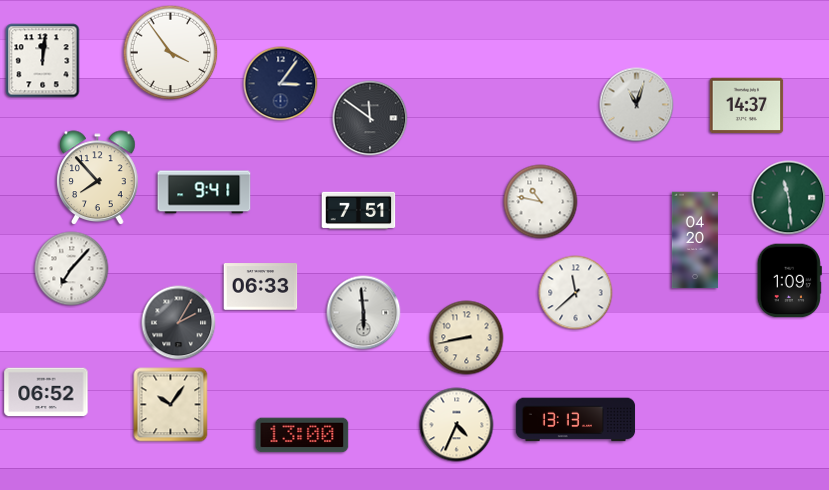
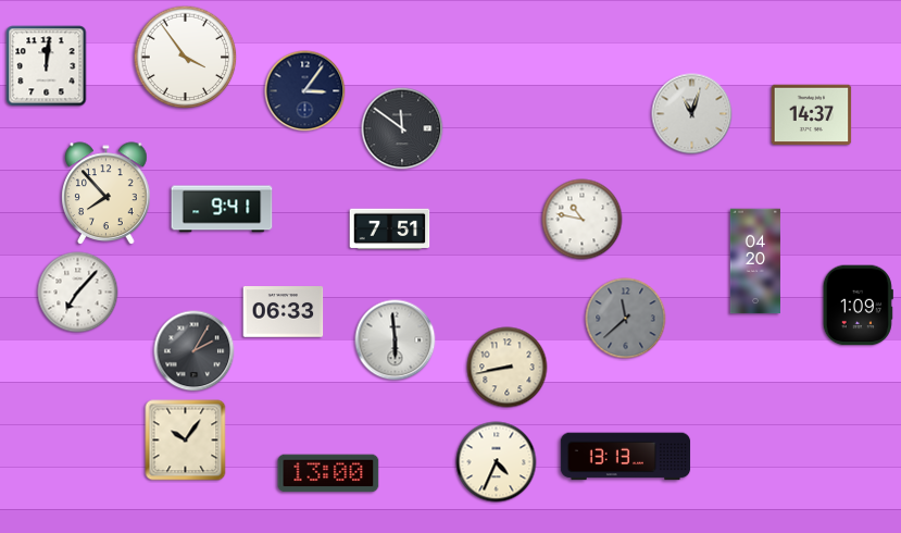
clock at (789, 198): 11:29 -> none
clock at (541, 202) position: (541, 202) -> (583, 220)
clock at (576, 293) dial: white -> grey
clock at (46, 392): 06:52 -> none
